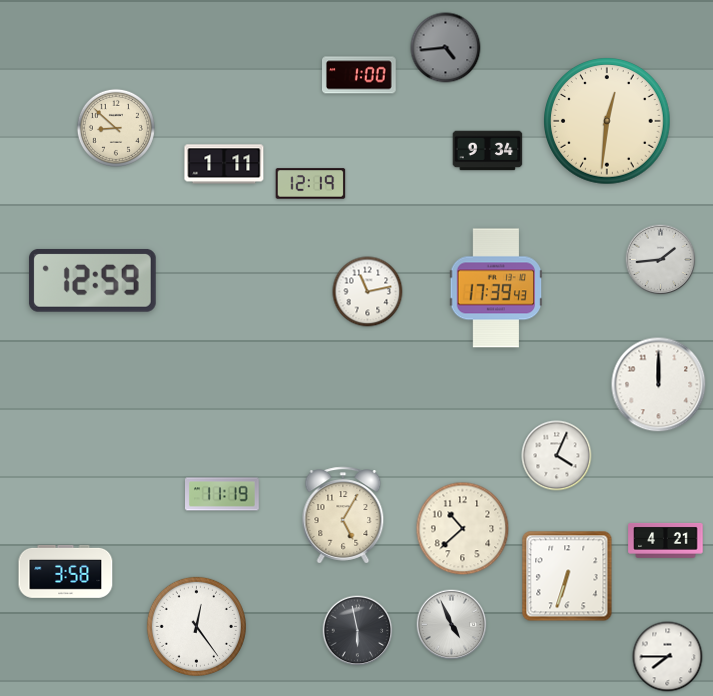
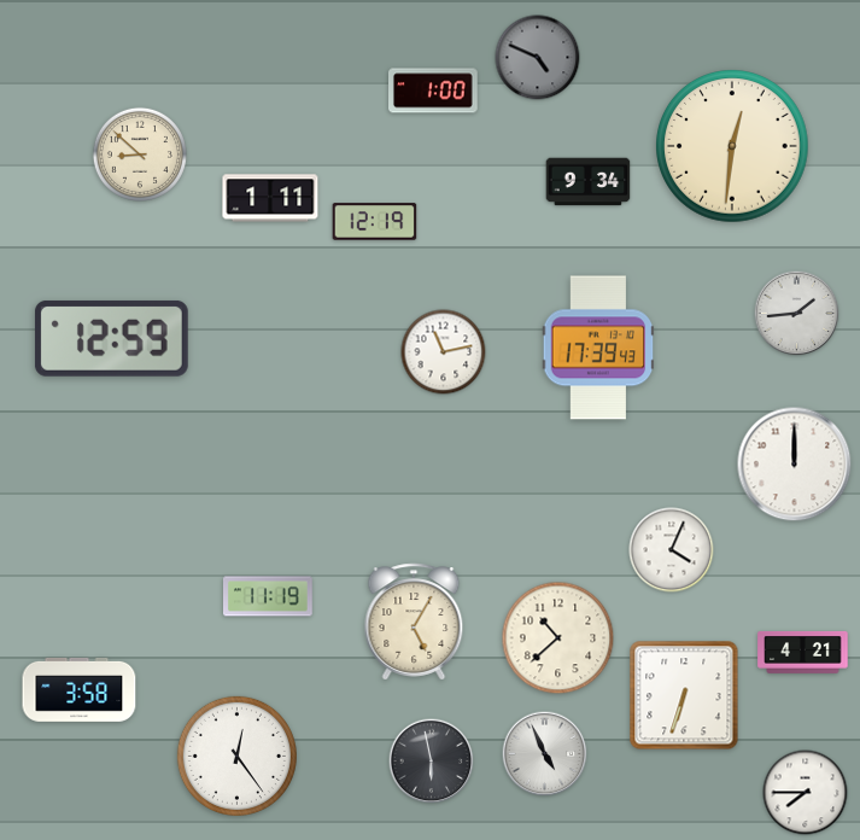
clock at (446, 48): 4:44 -> 4:49
